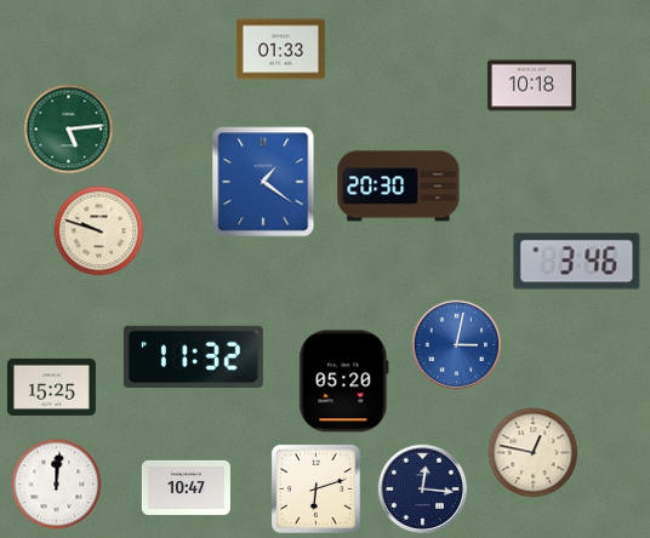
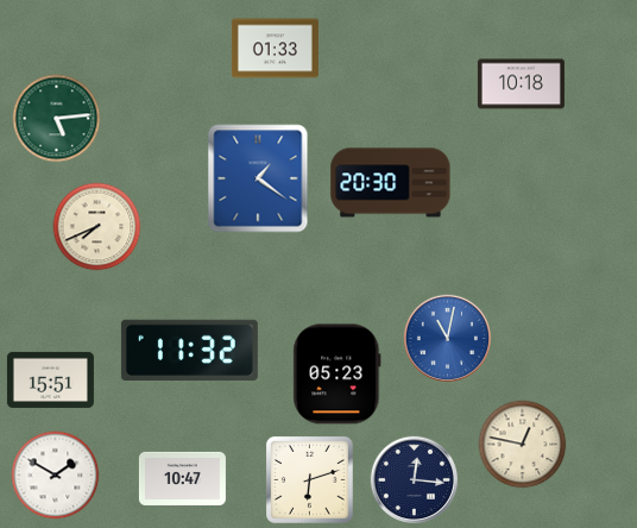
clock at (69, 130) position: (69, 130) -> (57, 119)
clock at (99, 231): 9:48 -> 7:41
clock at (577, 262): 3:46 -> none
clock at (456, 344): 3:02 -> 11:02
clock at (344, 382): 05:20 -> 05:23
clock at (51, 387): 15:25 -> 15:51
clock at (57, 485): 12:01 -> 1:50
